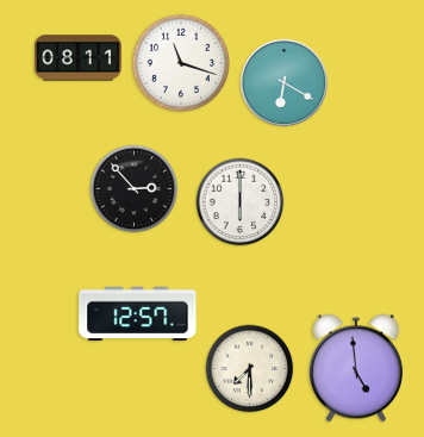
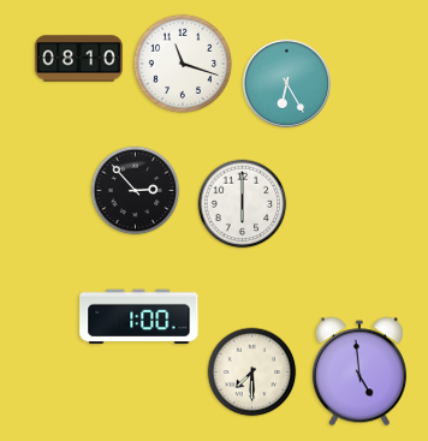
clock at (77, 58): 08:11 -> 08:10
clock at (283, 82): 6:20 -> 6:25
clock at (138, 314): 12:57 -> 1:00
